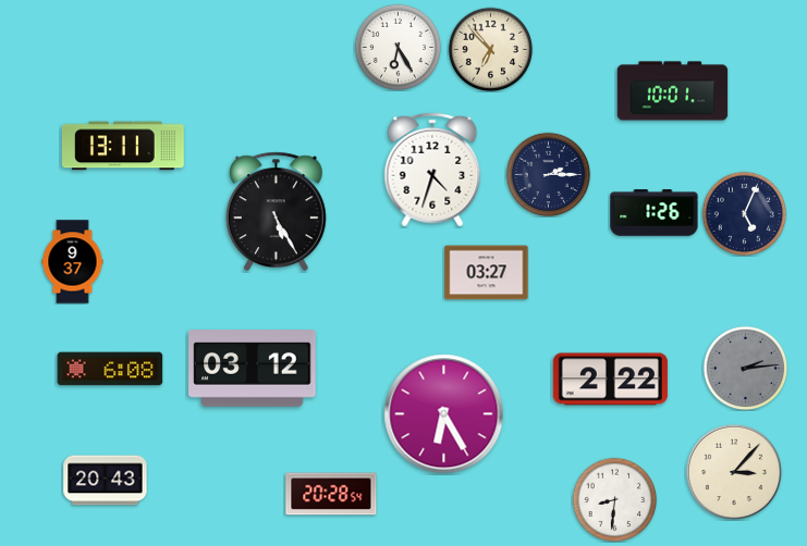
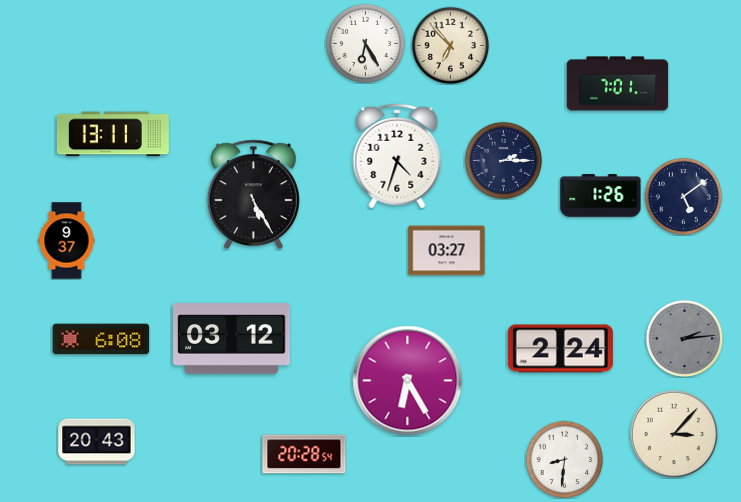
clock at (673, 91): 10:01 -> 7:01
clock at (744, 213): 5:04 -> 5:09
clock at (610, 380): 2:22 -> 2:24
